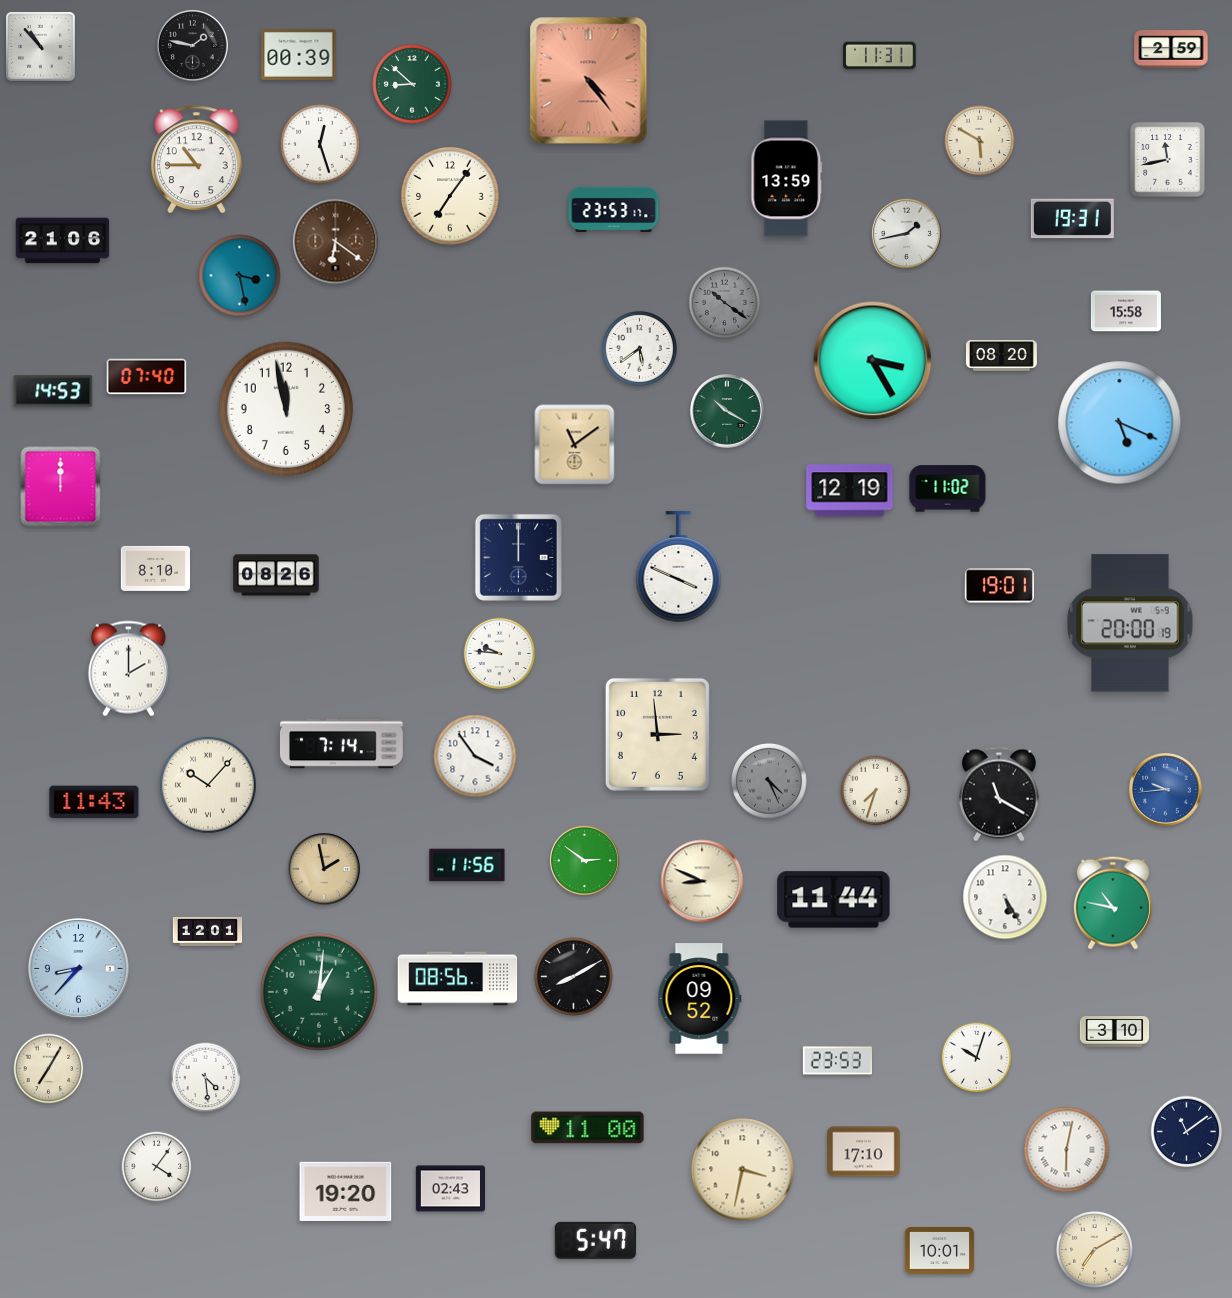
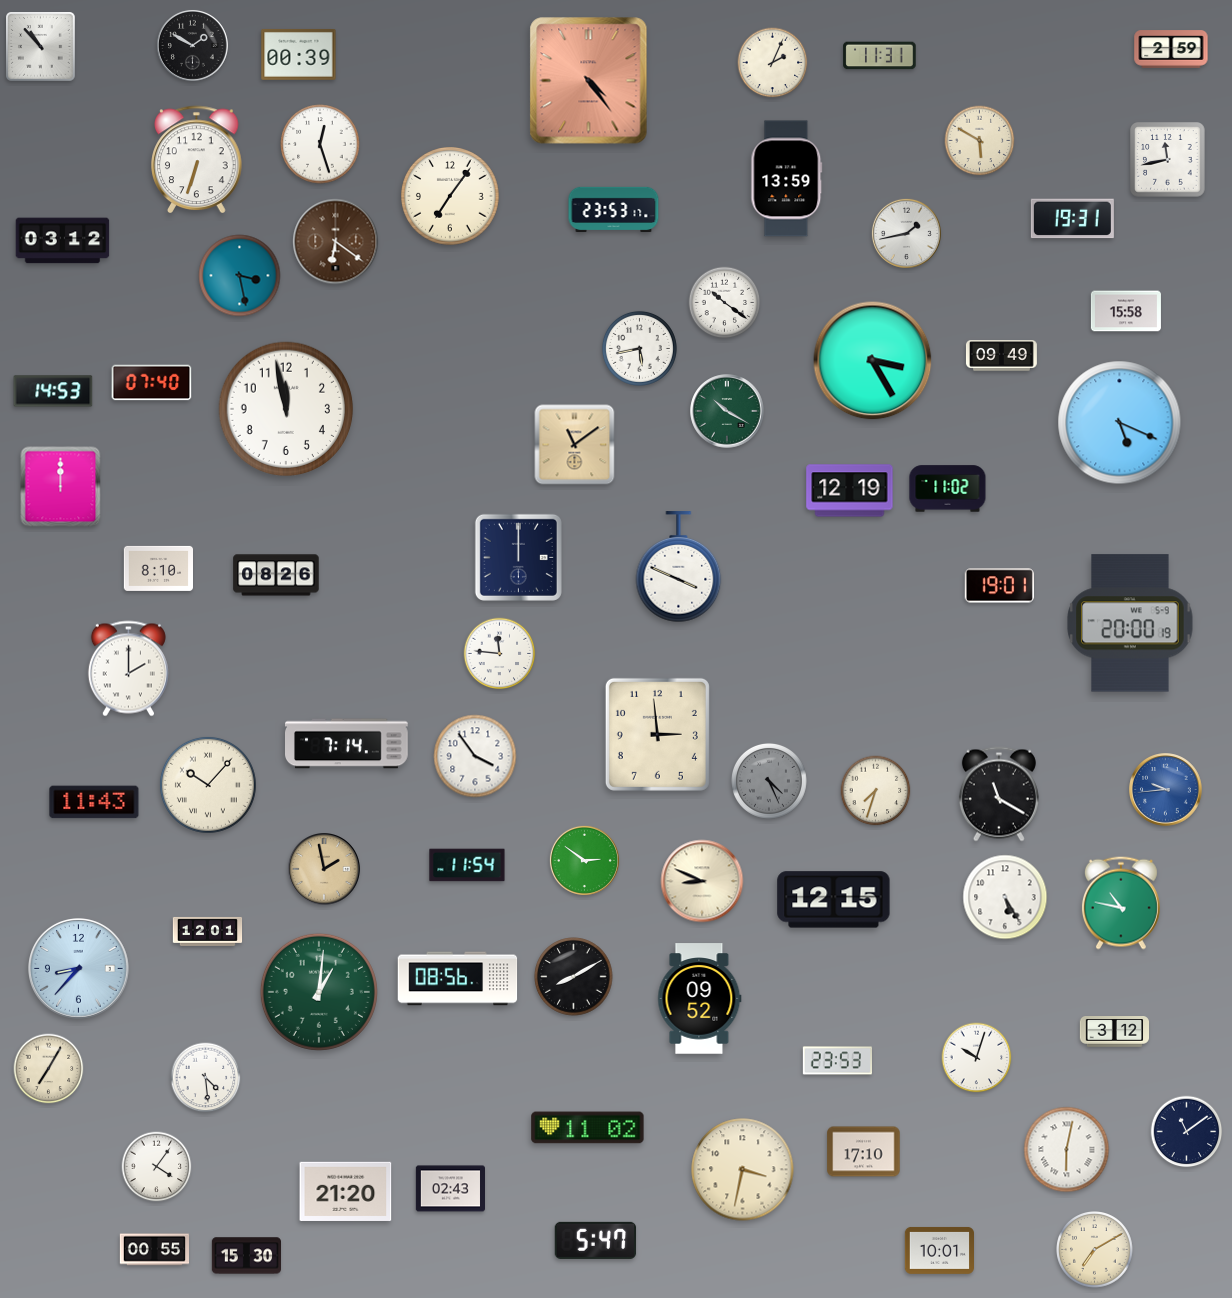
clock at (192, 45): 1:47 -> 1:50
clock at (773, 63): none -> 2:04
clock at (412, 84): 8:52 -> none
clock at (197, 159): 10:45 -> 6:33
clock at (63, 241): 21:06 -> 03:12
clock at (725, 303) dial: grey -> white
clock at (639, 348): 5:39 -> 5:43
clock at (1001, 356): 08:20 -> 09:49
clock at (147, 377) position: (147, 377) -> (152, 383)
clock at (155, 568) position: (155, 568) -> (158, 568)
clock at (500, 654): 9:46 -> 11:46
clock at (342, 744) position: (342, 744) -> (347, 744)
clock at (467, 865): 11:56 -> 11:54
clock at (834, 900): 11:44 -> 12:15
clock at (1113, 903) position: (1113, 903) -> (1121, 903)
clock at (1114, 1032): 3:10 -> 3:12
clock at (588, 1128): 11:00 -> 11:02
clock at (346, 1191): 19:20 -> 21:20
clock at (154, 1250): none -> 00:55
clock at (246, 1256): none -> 15:30
